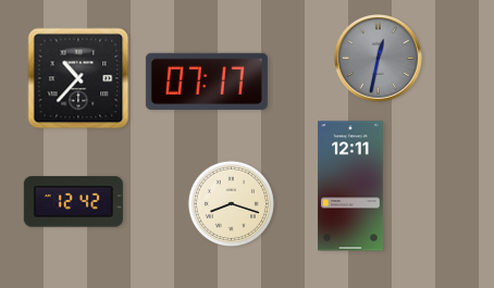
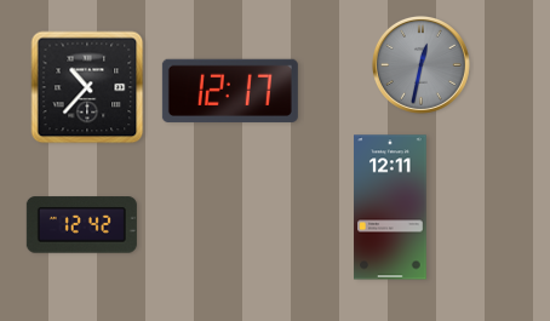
clock at (207, 82): 07:17 -> 12:17
clock at (231, 203): 8:18 -> none
